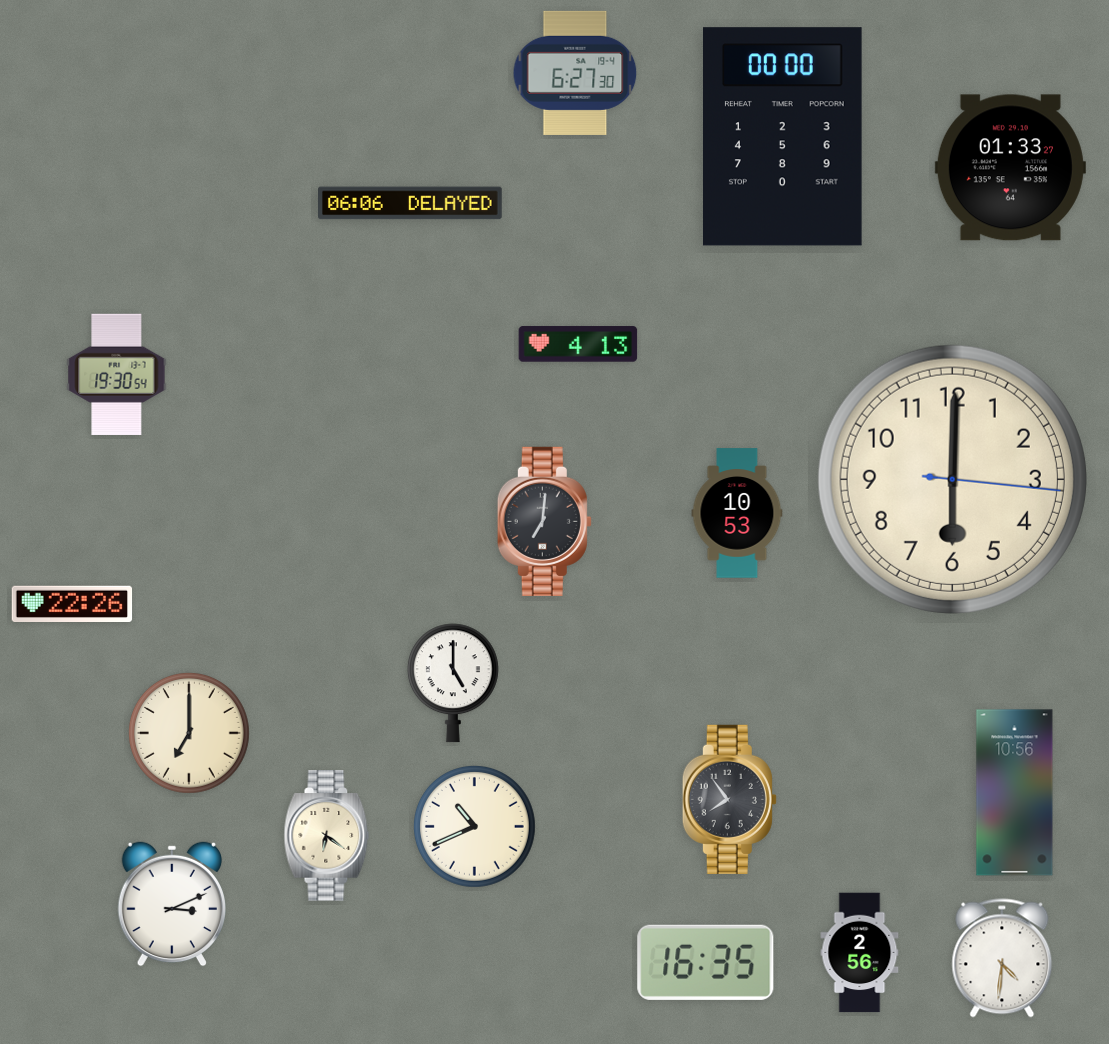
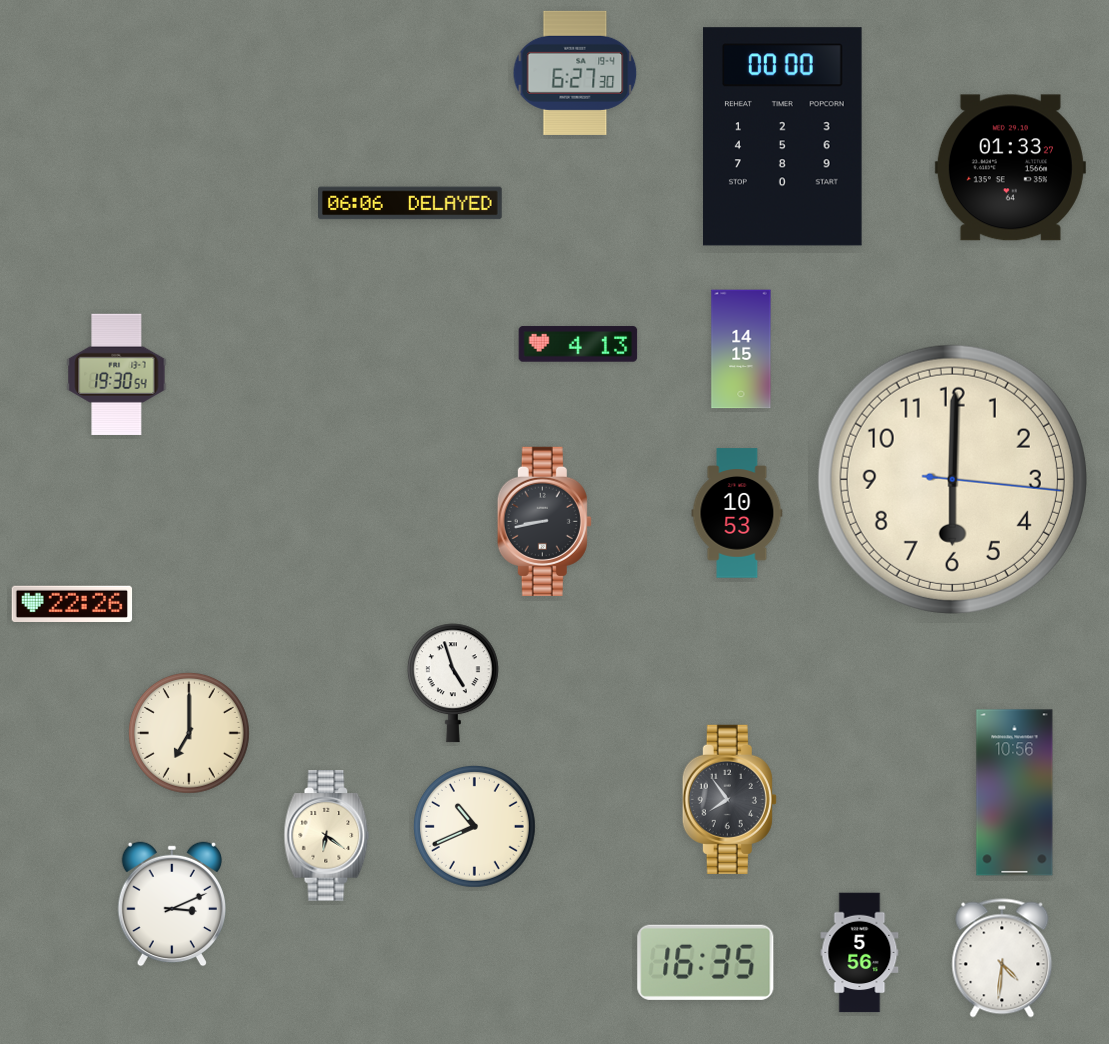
clock at (741, 349): none -> 14:15
clock at (544, 521): 7:01 -> 8:43
clock at (453, 683): 5:00 -> 4:57
clock at (860, 953): 2:56 -> 5:56
